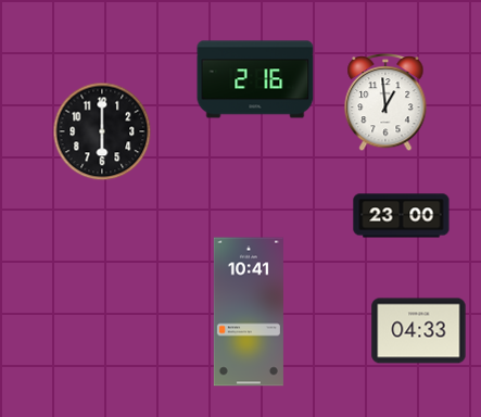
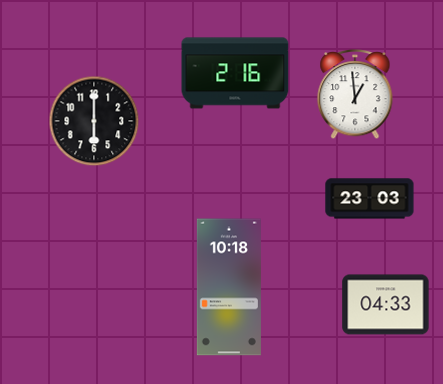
clock at (402, 216): 23:00 -> 23:03
clock at (249, 312): 10:41 -> 10:18
